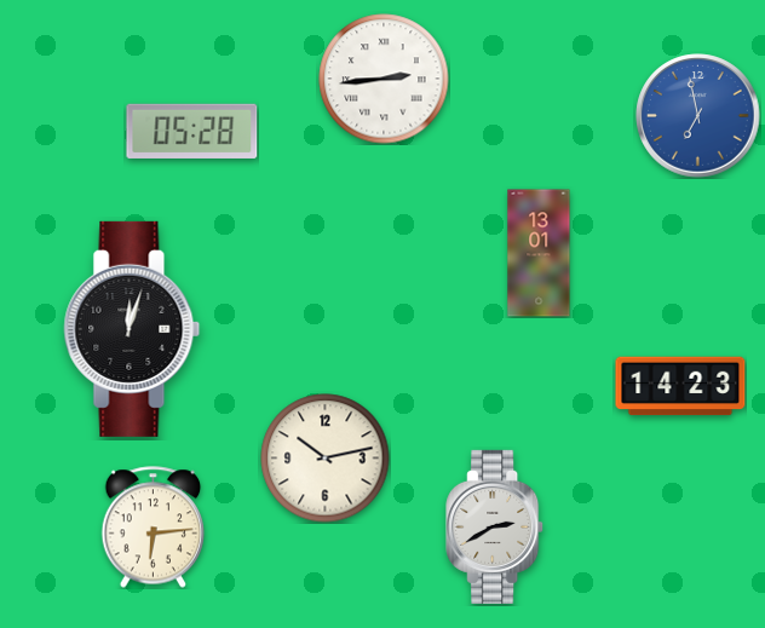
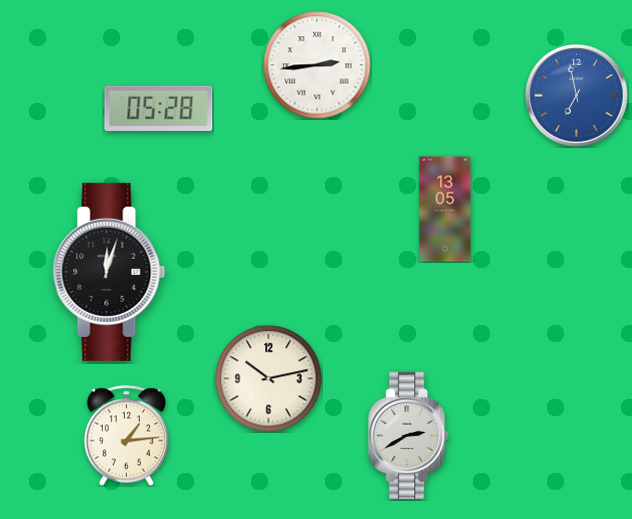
clock at (539, 253): 13:01 -> 13:05
clock at (680, 386): 14:23 -> none
clock at (154, 528): 6:14 -> 1:14
